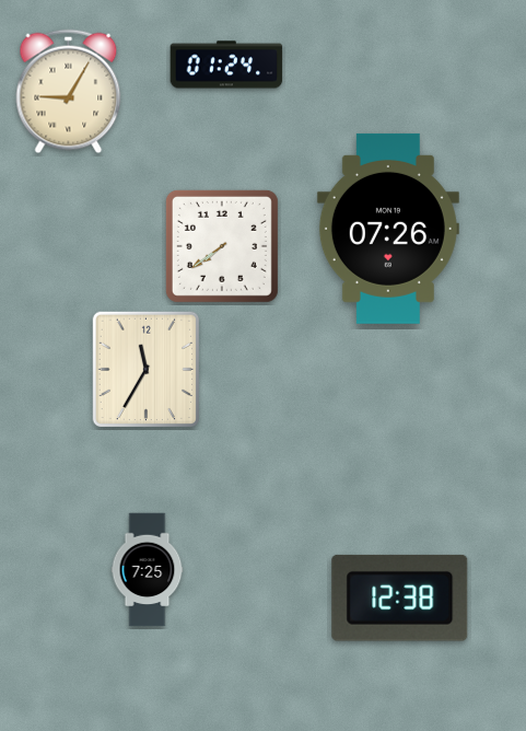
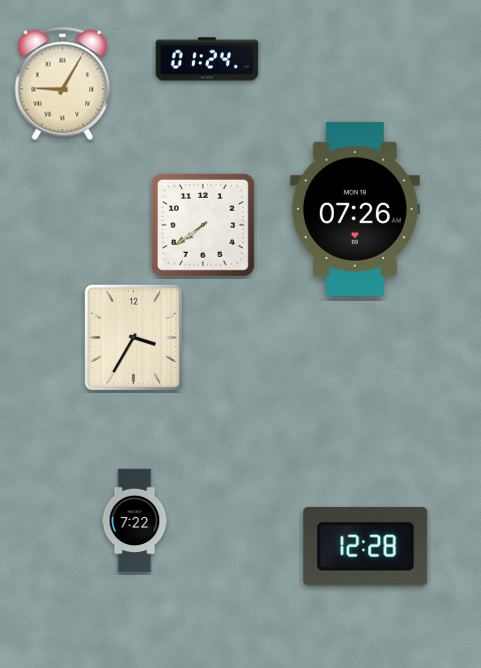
clock at (145, 369): 11:35 -> 3:35
clock at (148, 570): 7:25 -> 7:22
clock at (400, 597): 12:38 -> 12:28
